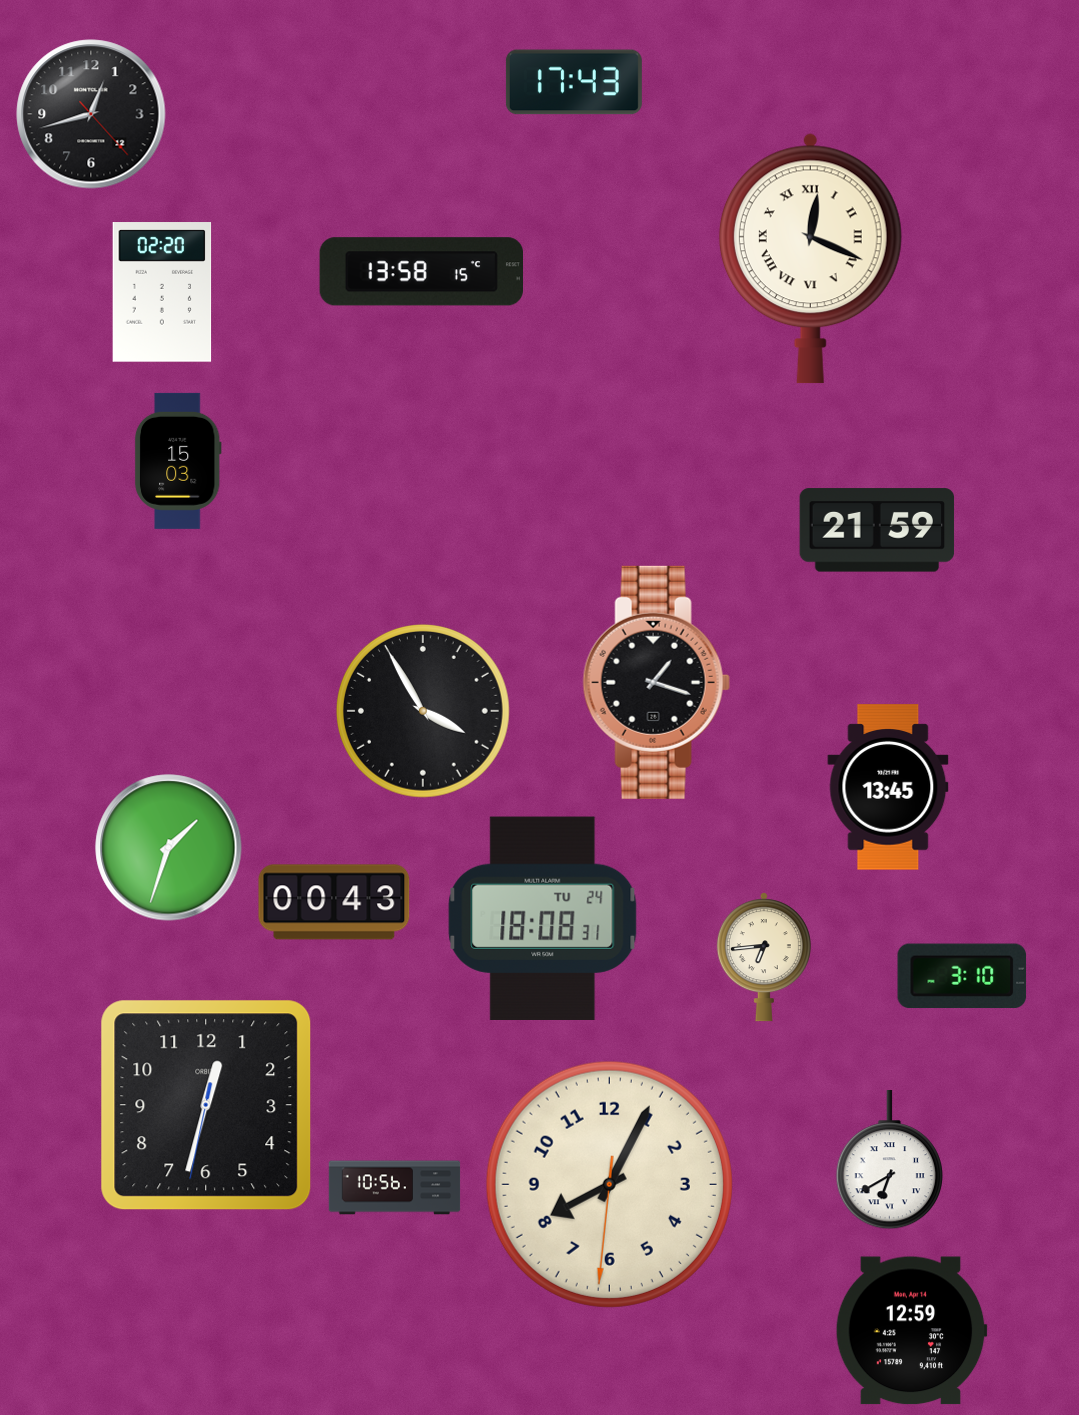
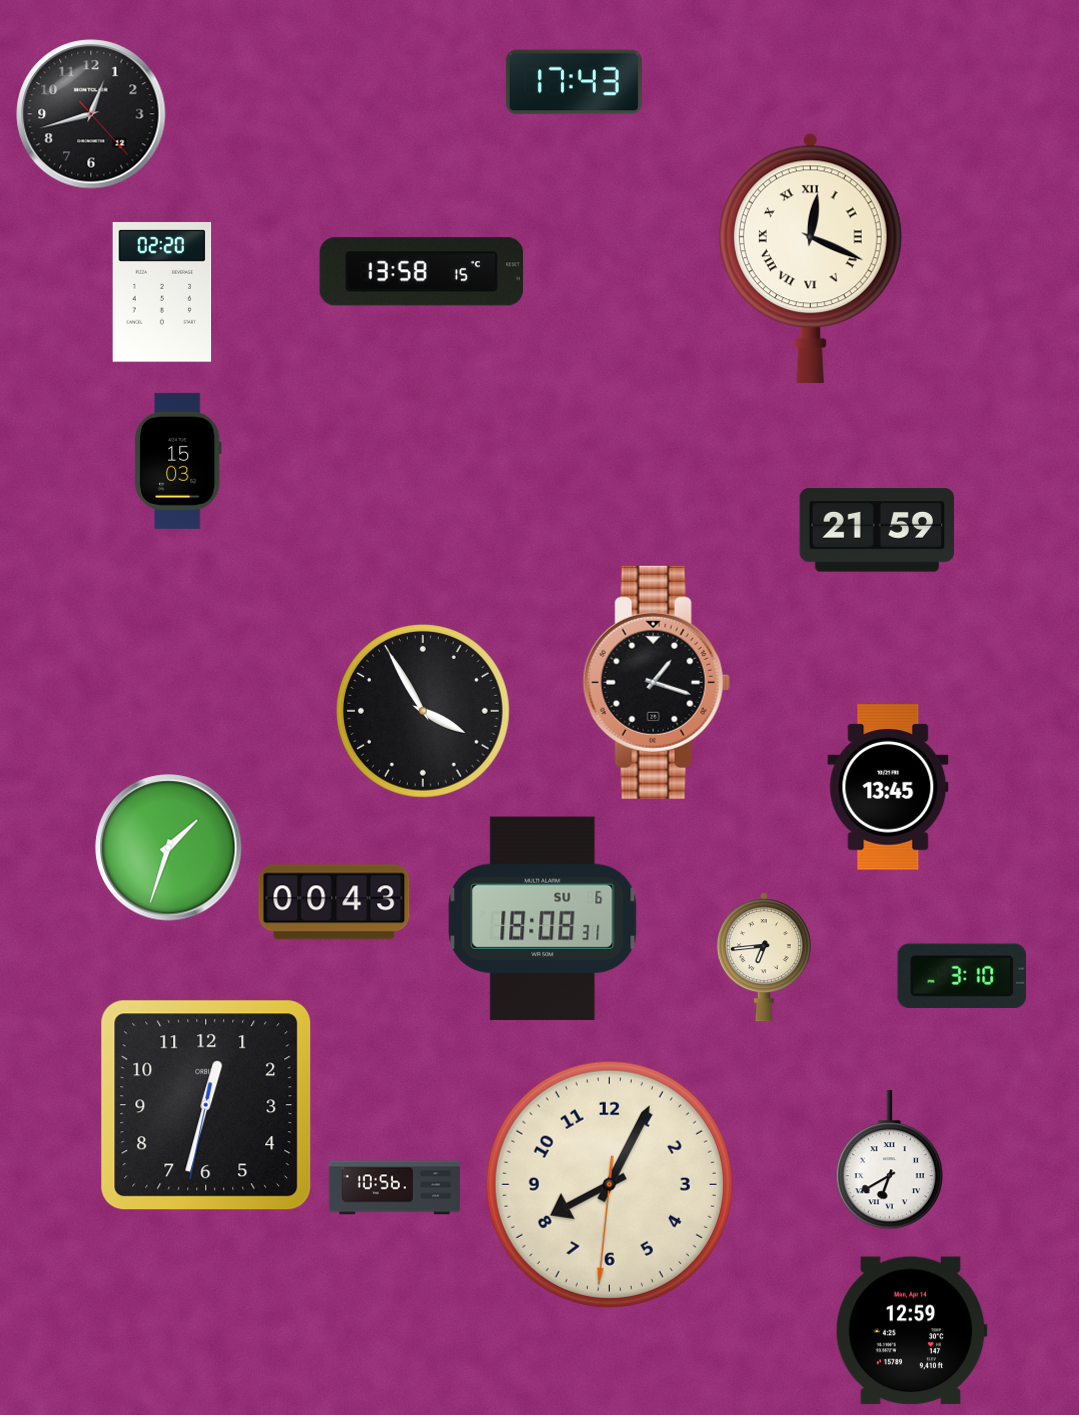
clock at (543, 918) date: TU 24 -> SU 6
